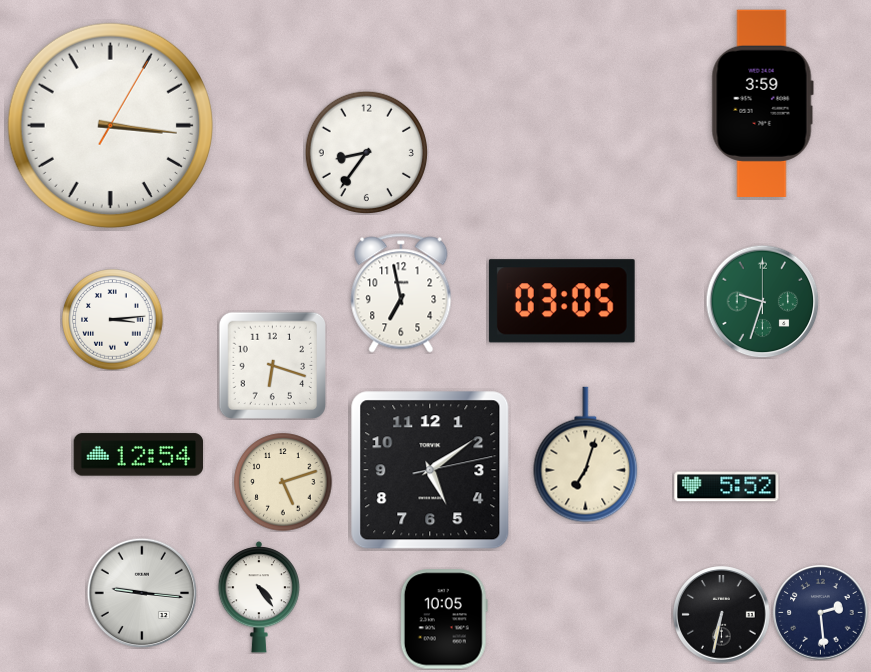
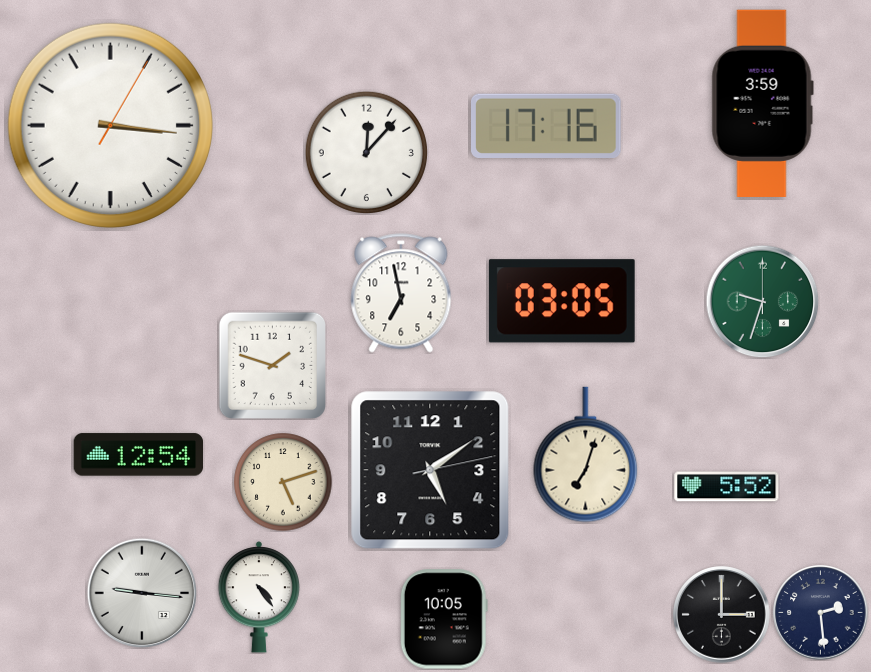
clock at (547, 125): none -> 17:16
clock at (366, 152): 8:36 -> 12:07
clock at (113, 320): 3:14 -> none
clock at (272, 365): 6:18 -> 1:48
clock at (722, 615): 6:32 -> 3:00
